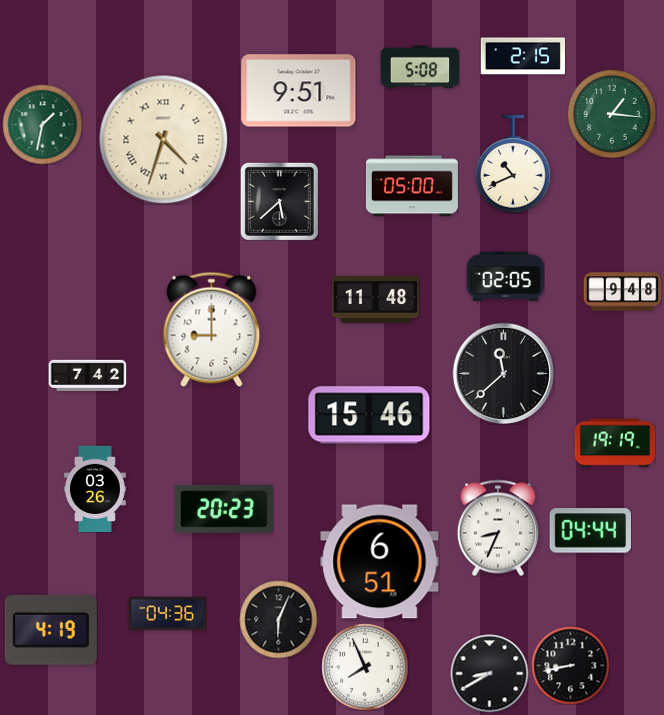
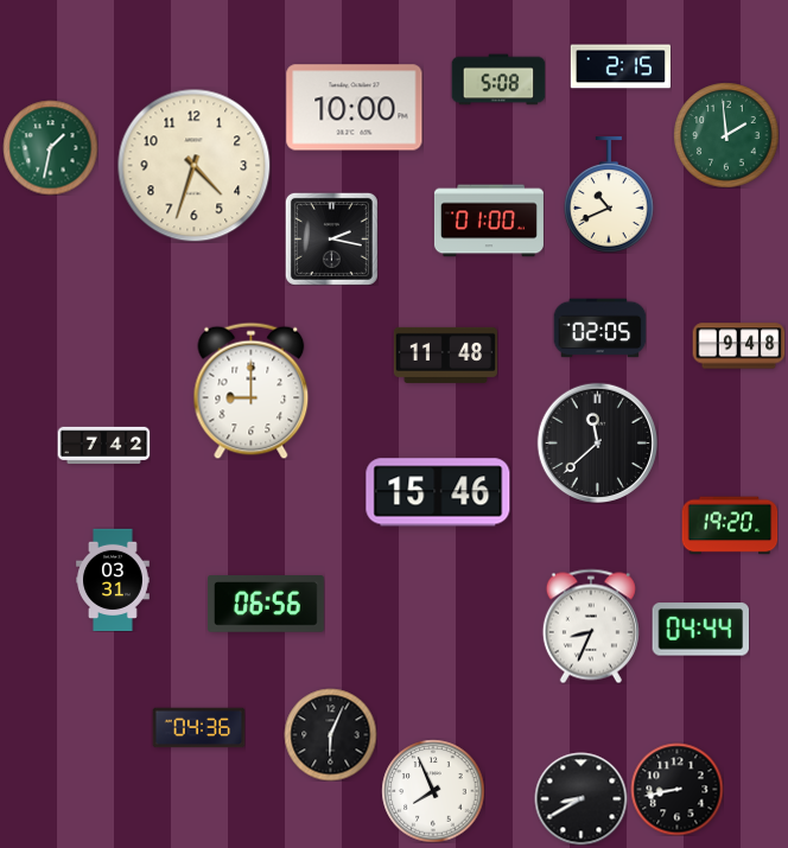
clock at (299, 91): 9:51 -> 10:00
clock at (612, 114): 1:16 -> 1:59
clock at (163, 139) numerals: Roman -> Arabic
clock at (412, 186): 05:00 -> 01:00
clock at (279, 201): 5:38 -> 2:17
clock at (615, 443): 19:19 -> 19:20
clock at (96, 489): 03:26 -> 03:31
clock at (225, 510): 20:23 -> 06:56
clock at (380, 562): 6:51 -> none
clock at (51, 630): 4:19 -> none
